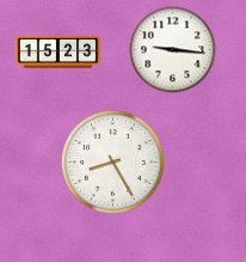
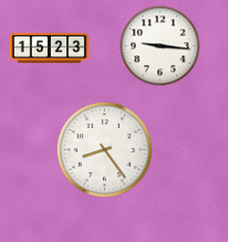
clock at (59, 51) position: (59, 51) -> (50, 48)
clock at (112, 162): 8:25 -> 8:24
